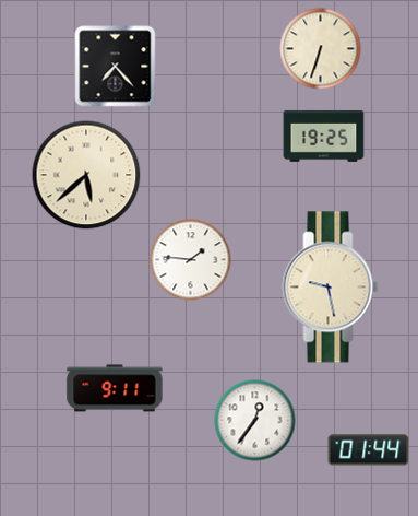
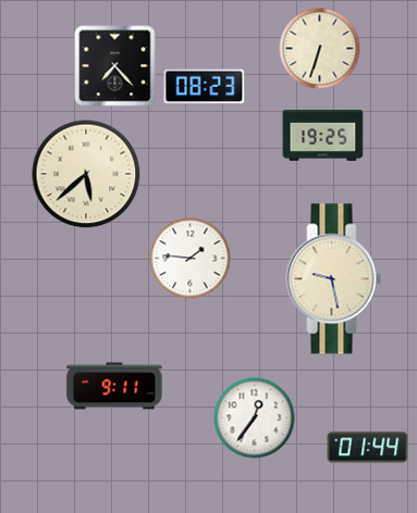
clock at (205, 87): none -> 08:23
clock at (331, 288) position: (331, 288) -> (334, 279)
